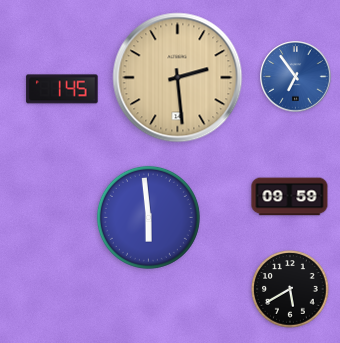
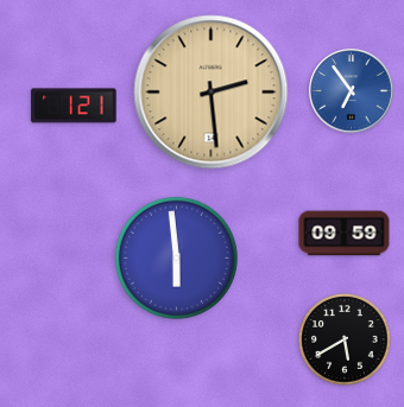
clock at (62, 89): 1:45 -> 1:21
clock at (290, 289) position: (290, 289) -> (345, 339)
